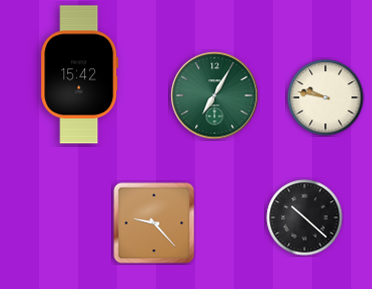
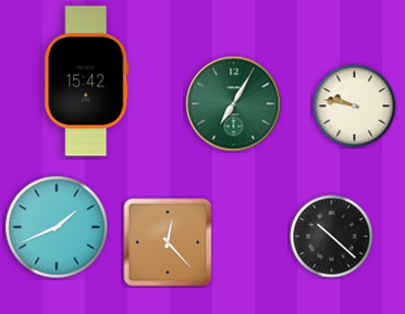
clock at (57, 227): none -> 1:41
clock at (154, 223): 9:23 -> 12:23
